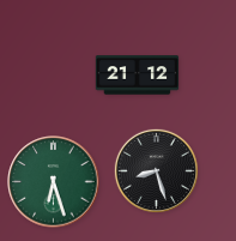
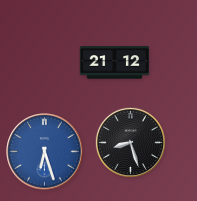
clock at (54, 182) dial: green -> blue
